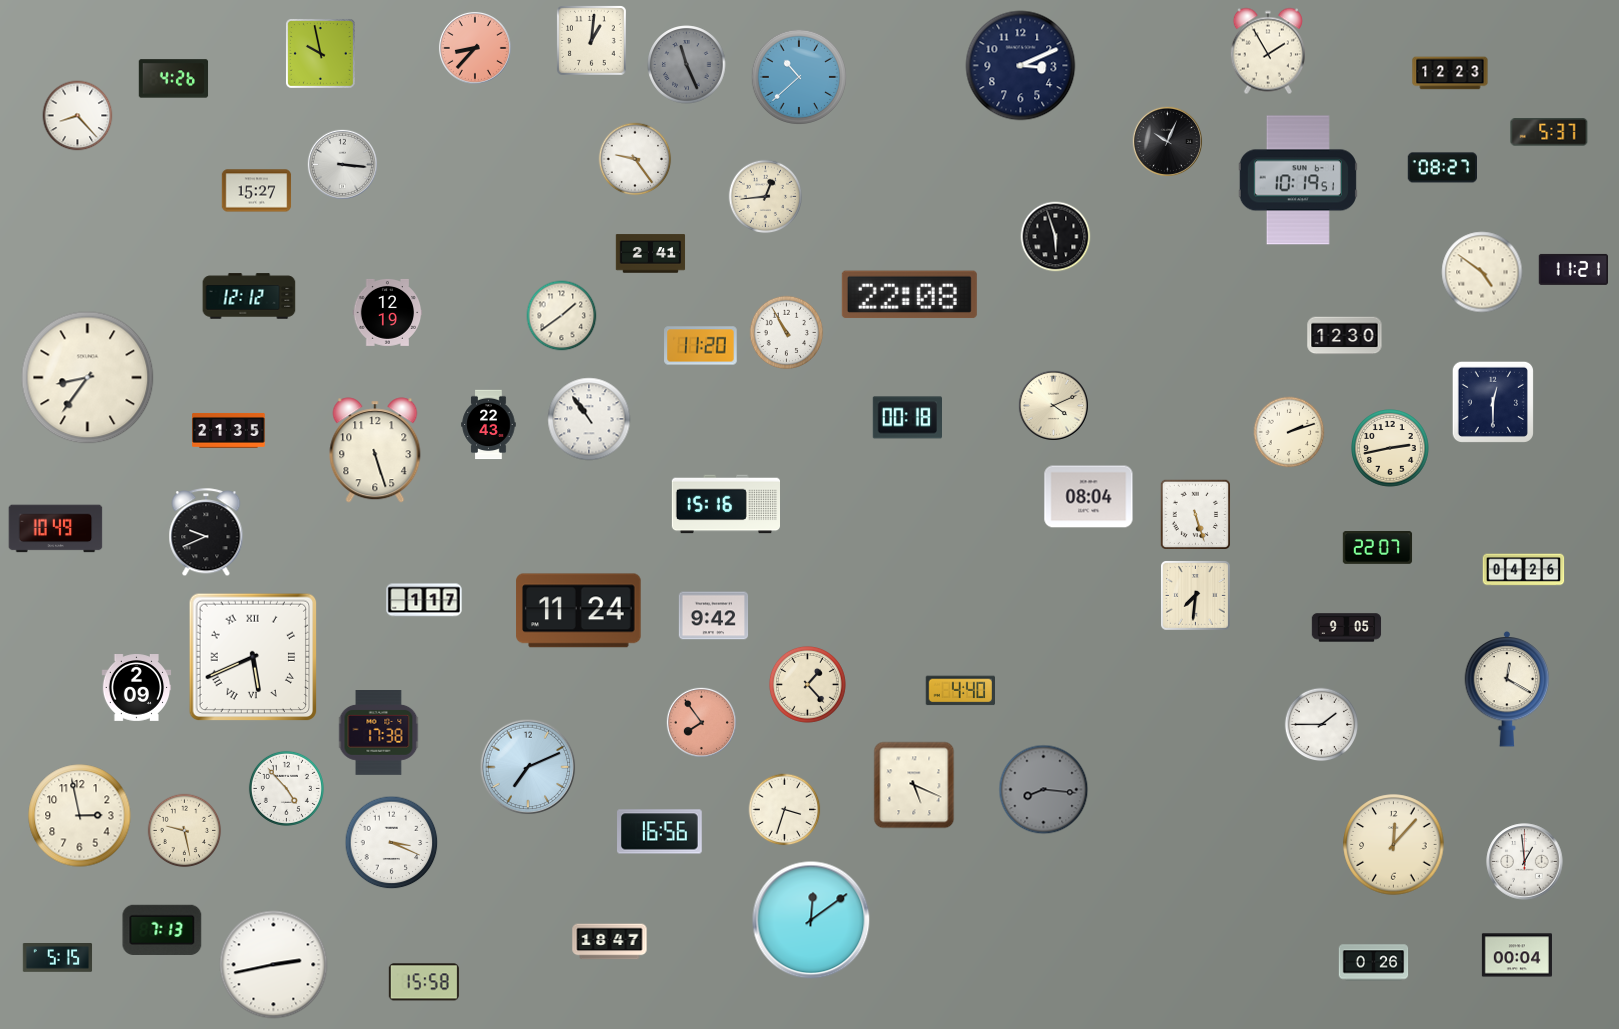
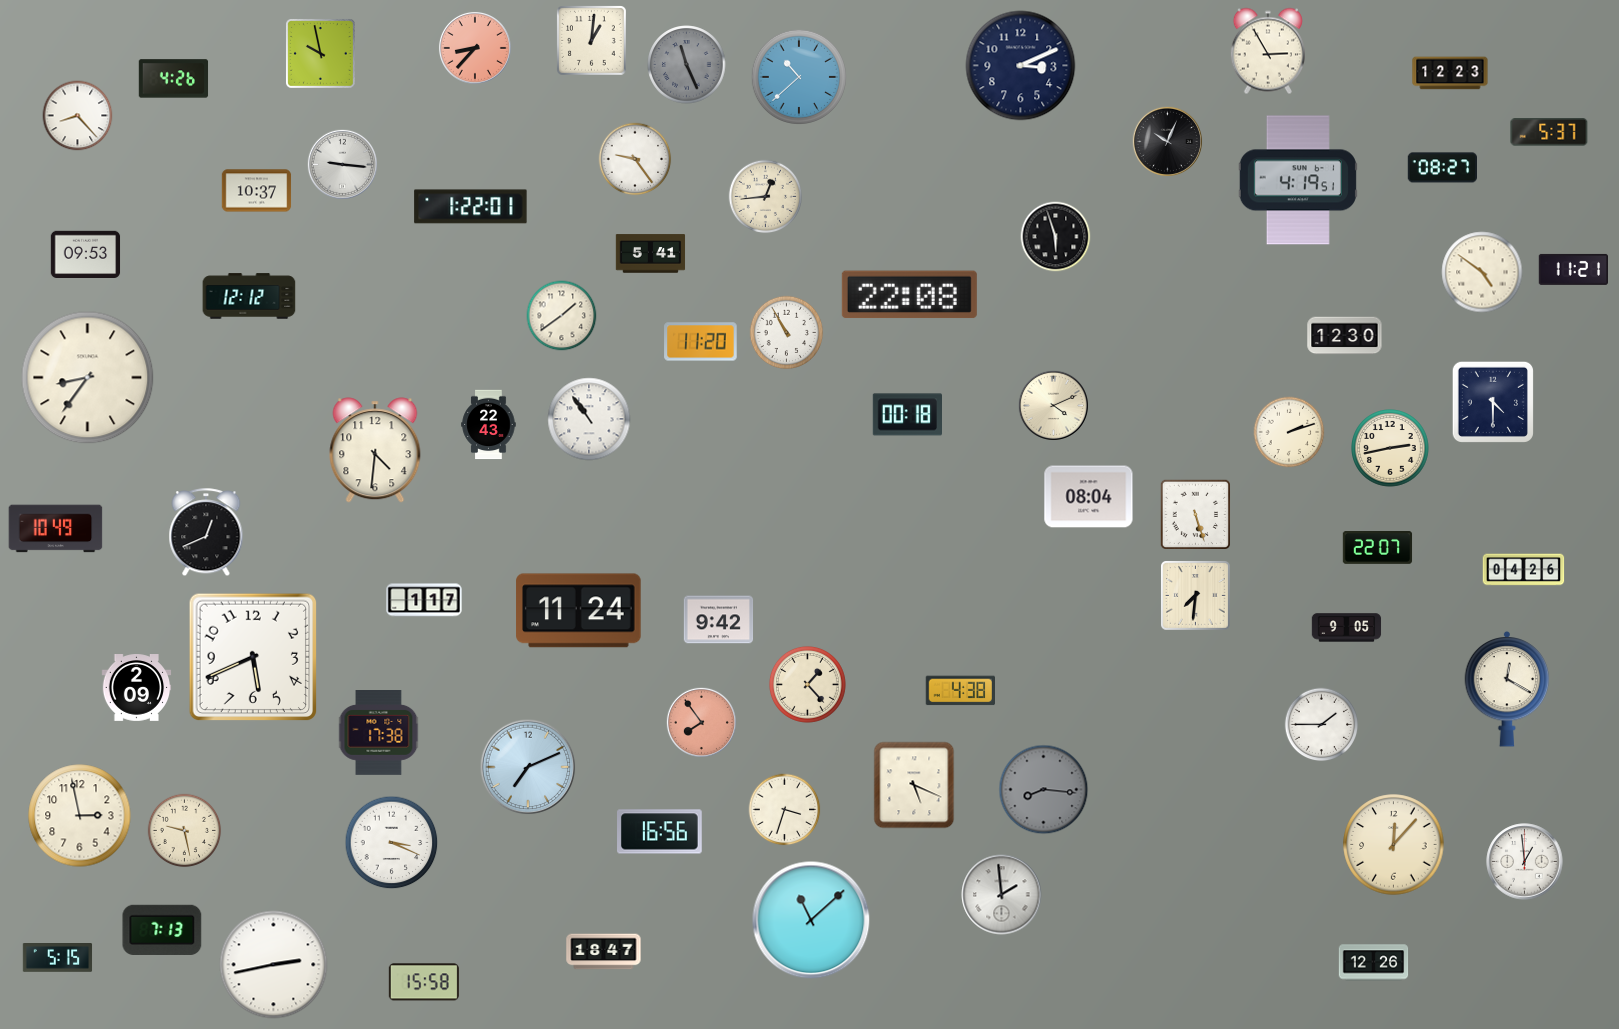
clock at (1268, 51): 1:55 -> 2:55
clock at (342, 164): 3:16 -> 9:16
clock at (1298, 180): 10:19 -> 4:19
clock at (257, 191): 15:27 -> 10:37
clock at (471, 207): none -> 1:22
clock at (651, 254): 2:41 -> 5:41
clock at (86, 255): none -> 09:53
clock at (388, 312): 12:19 -> none
clock at (701, 346) position: (701, 346) -> (701, 342)
clock at (1493, 402): 12:30 -> 4:30
clock at (907, 418) position: (907, 418) -> (907, 415)
clock at (229, 430): 21:35 -> none
clock at (375, 450): 5:27 -> 4:31
clock at (725, 504): 15:16 -> none
clock at (206, 533): 9:41 -> 12:41
clock at (714, 616) position: (714, 616) -> (719, 620)
clock at (253, 657) numerals: Roman -> Arabic
clock at (960, 691): 4:40 -> 4:38
clock at (286, 788): 4:53 -> none
clock at (1002, 895): none -> 1:59
clock at (811, 920): 12:09 -> 11:08
clock at (610, 942) position: (610, 942) -> (604, 952)
clock at (1517, 955): 00:04 -> none
clock at (1374, 963): 0:26 -> 12:26
